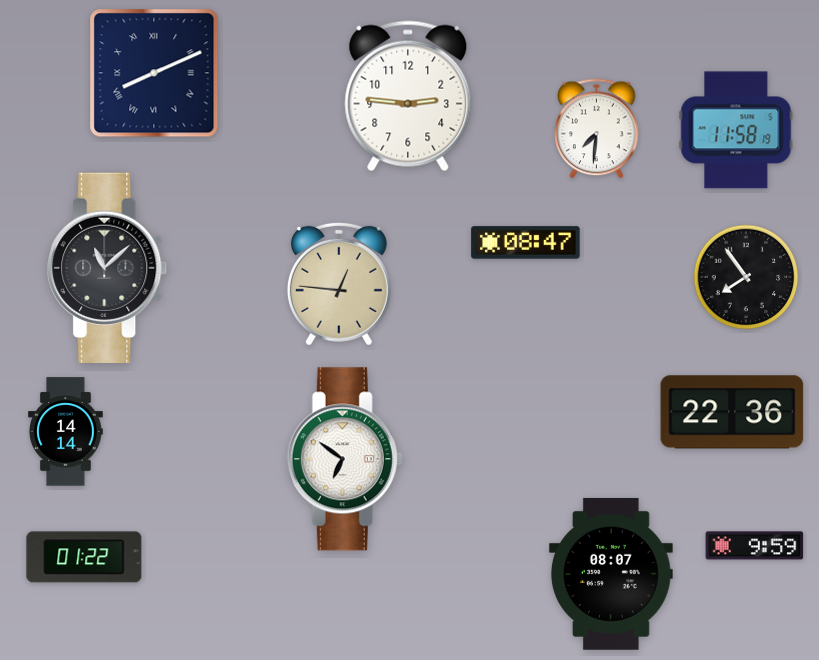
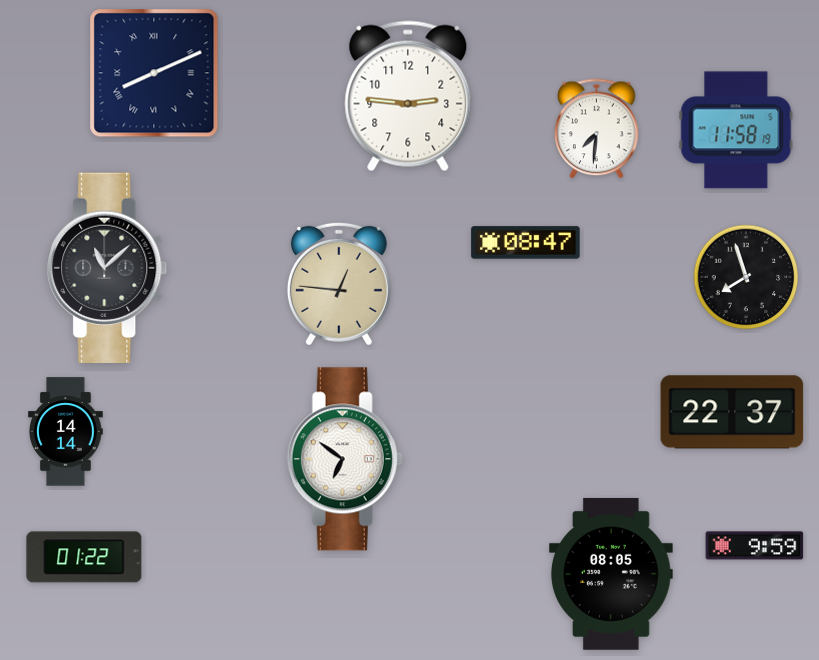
clock at (746, 277): 7:54 -> 7:57
clock at (732, 412): 22:36 -> 22:37
clock at (611, 574): 08:07 -> 08:05
